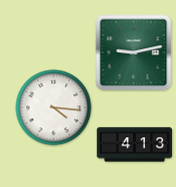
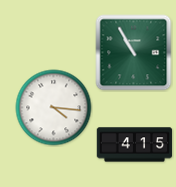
clock at (134, 53): 9:13 -> 10:55
clock at (135, 145): 4:13 -> 4:15
